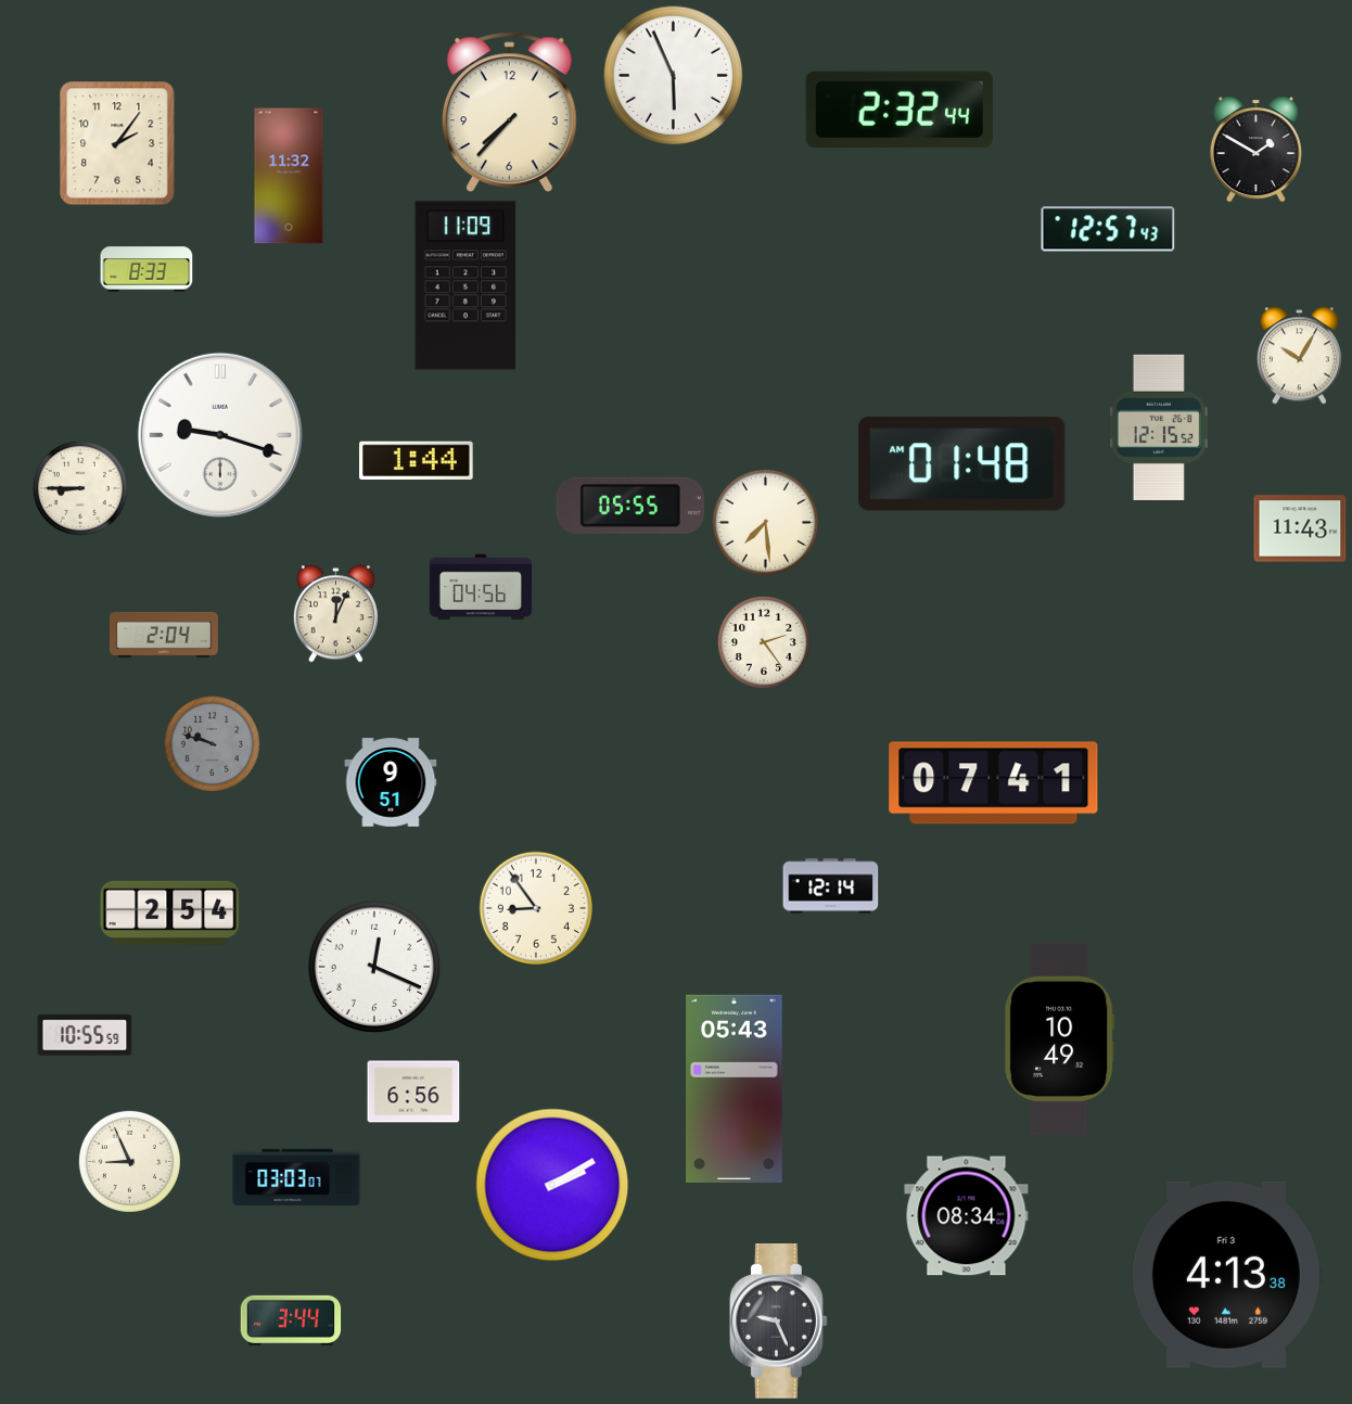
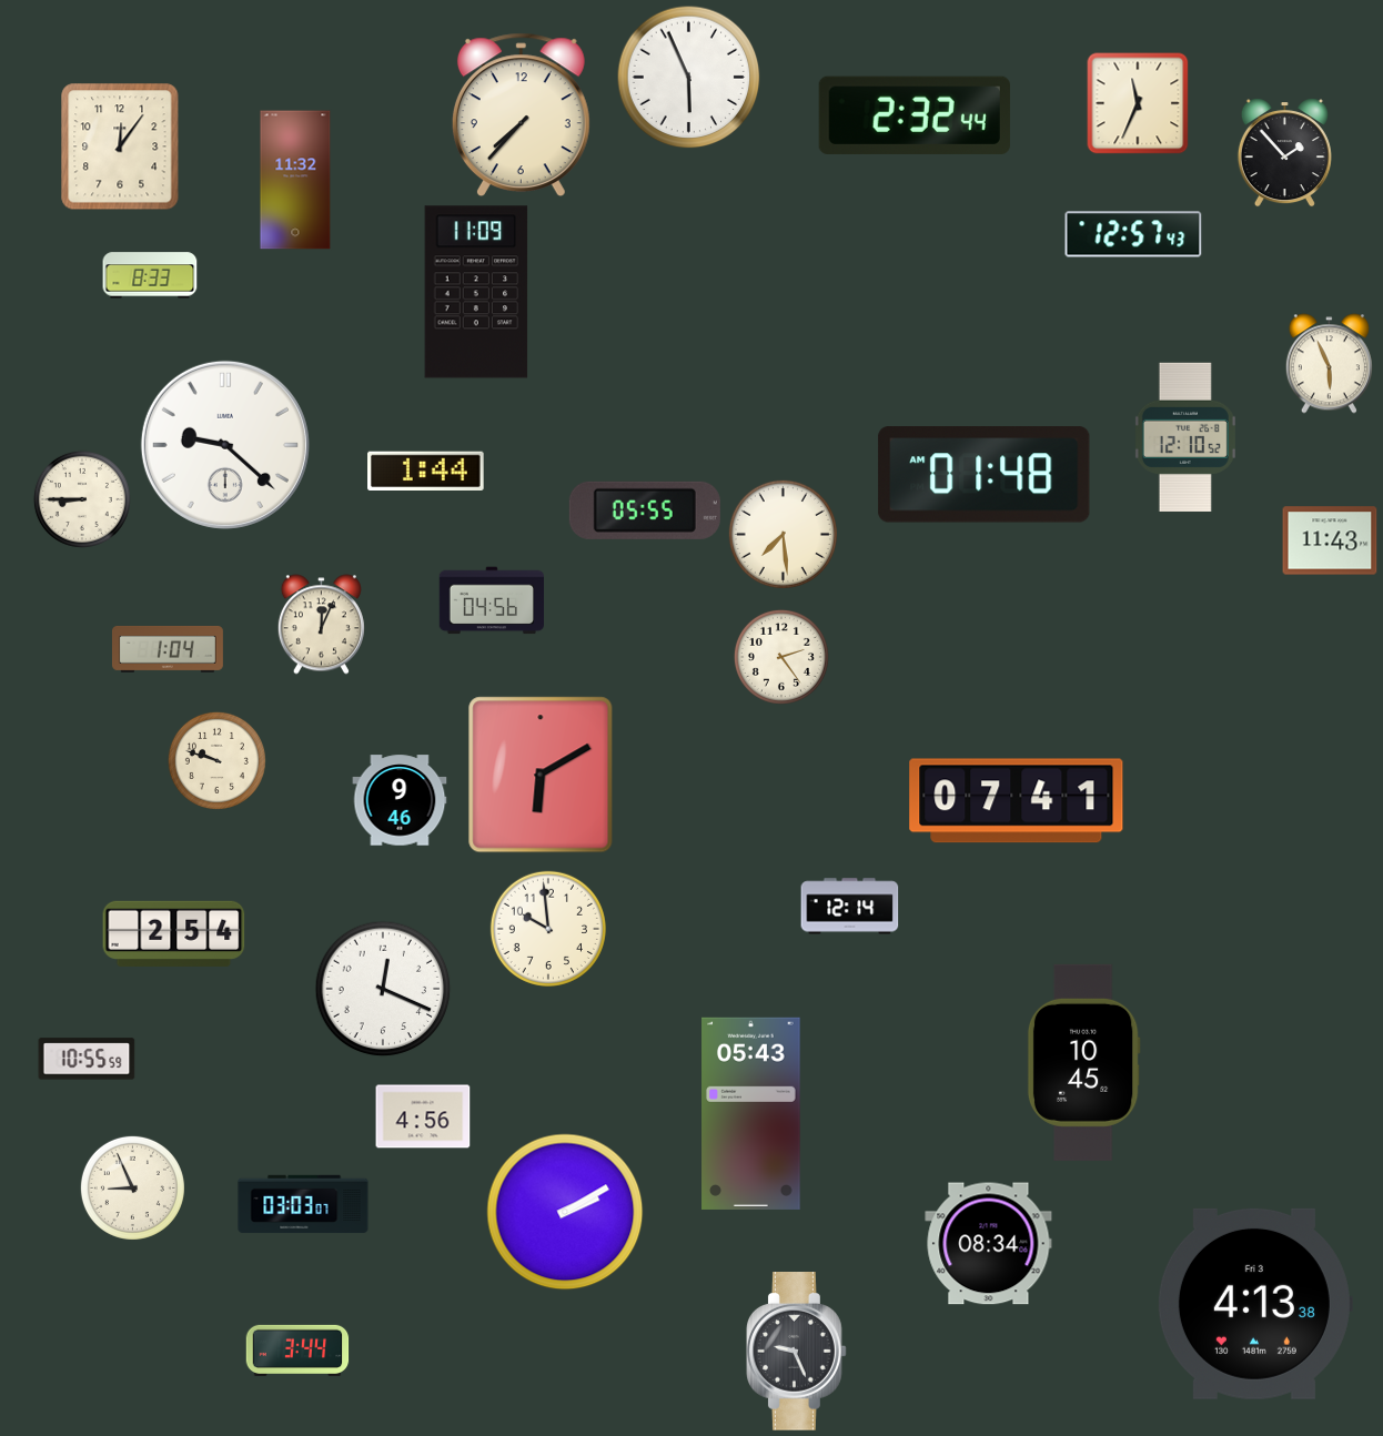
clock at (1138, 103): none -> 11:34
clock at (900, 110) position: (900, 110) -> (915, 115)
clock at (117, 143): 2:06 -> 12:06
clock at (1255, 150): 1:50 -> 1:53
clock at (1299, 356): 10:05 -> 5:56
clock at (1159, 427): 12:15 -> 12:10
clock at (220, 435): 9:18 -> 9:22
clock at (630, 506) position: (630, 506) -> (645, 510)
clock at (335, 614) position: (335, 614) -> (321, 625)
clock at (164, 635): 2:04 -> 1:04
clock at (212, 743) dial: grey -> cream
clock at (541, 775): none -> 6:10
clock at (391, 782): 9:51 -> 9:46
clock at (536, 908): 8:54 -> 9:59
clock at (1059, 1038): 10:49 -> 10:45
clock at (413, 1092): 6:56 -> 4:56
